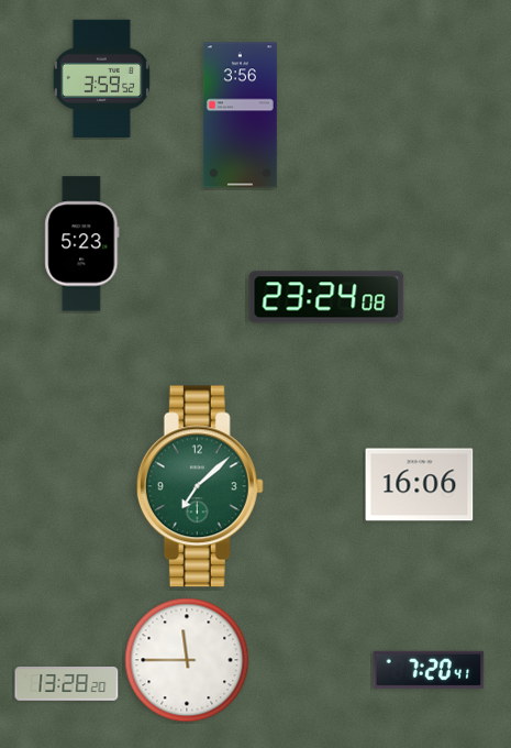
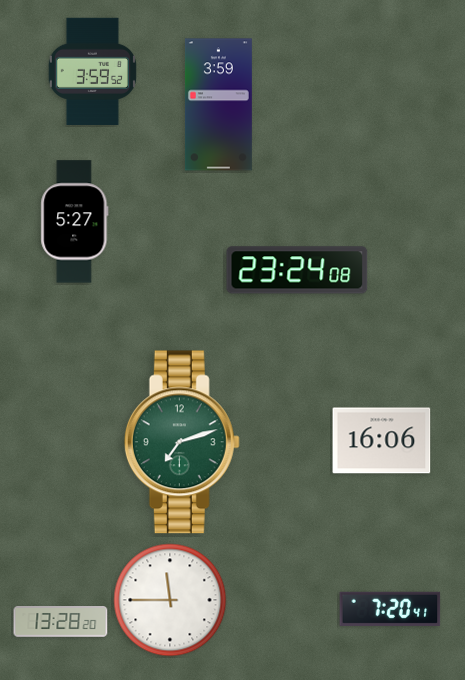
clock at (240, 116): 3:56 -> 3:59
clock at (82, 244): 5:23 -> 5:27
clock at (200, 486): 7:08 -> 7:12
